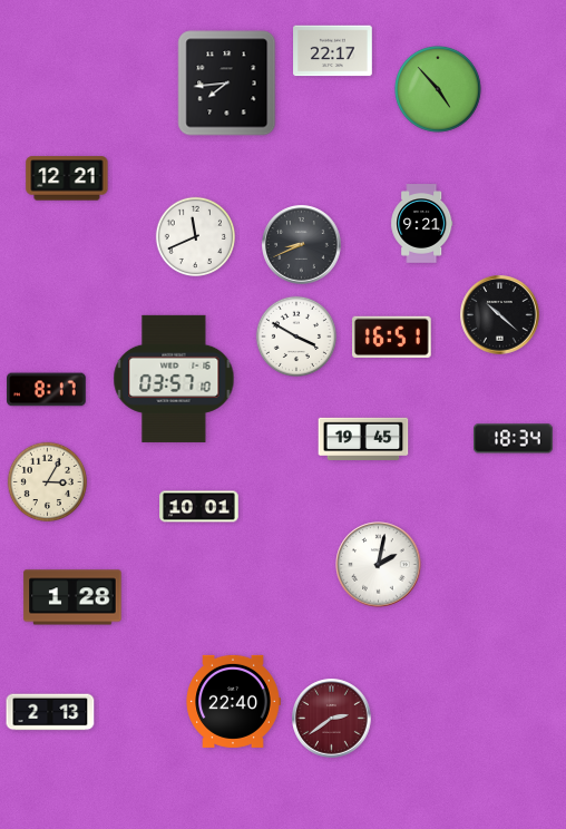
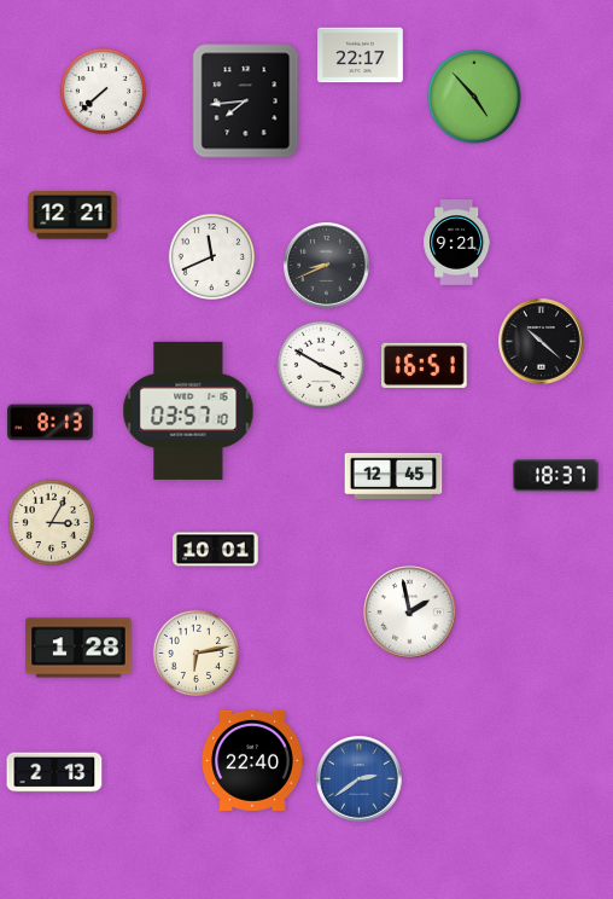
clock at (103, 91): none -> 7:38
clock at (227, 84) position: (227, 84) -> (246, 101)
clock at (67, 178) position: (67, 178) -> (72, 215)
clock at (47, 390): 8:17 -> 8:13
clock at (363, 439): 19:45 -> 12:45
clock at (514, 439): 18:34 -> 18:37
clock at (379, 565): 2:02 -> 1:58
clock at (195, 652): none -> 6:13
clock at (332, 719) dial: burgundy -> blue
